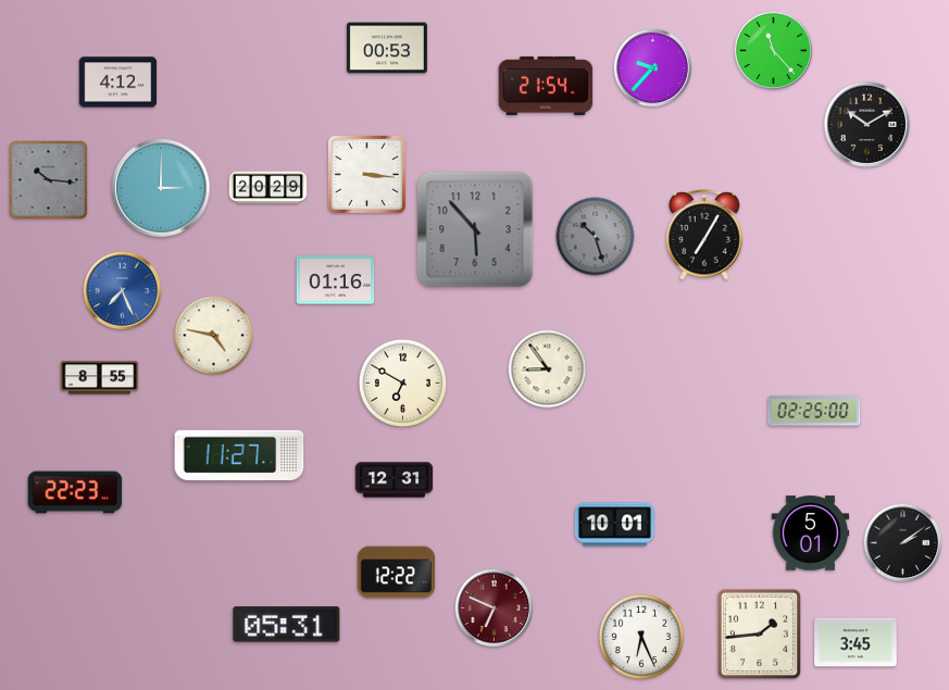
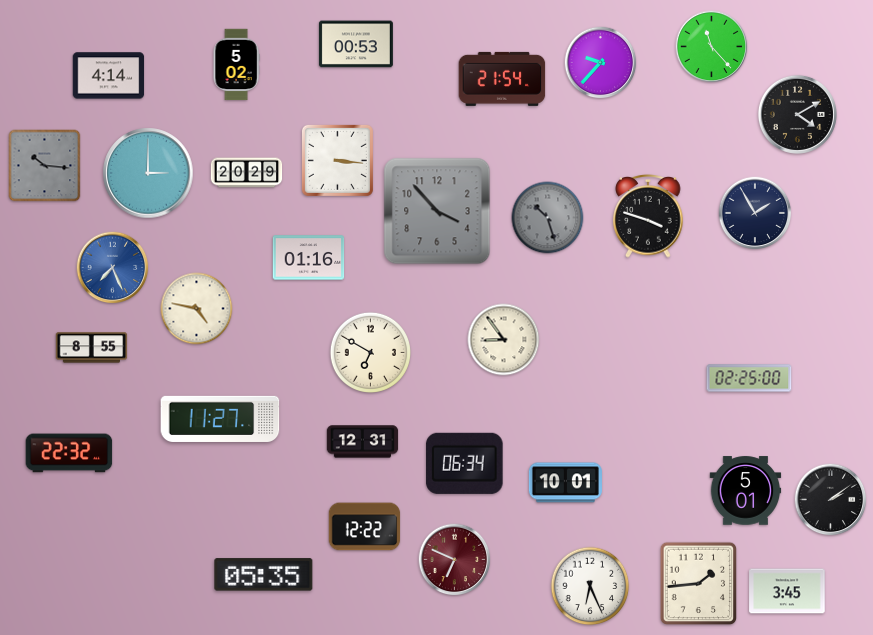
clock at (236, 65): none -> 5:02
clock at (118, 83): 4:12 -> 4:14
clock at (866, 124): 10:10 -> 4:10
clock at (475, 229): 5:53 -> 3:53
clock at (755, 213): none -> 1:55
clock at (704, 235): 7:05 -> 3:48
clock at (75, 492): 22:23 -> 22:32
clock at (465, 463): none -> 06:34
clock at (287, 625): 05:31 -> 05:35
